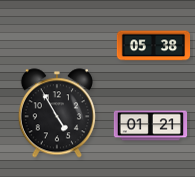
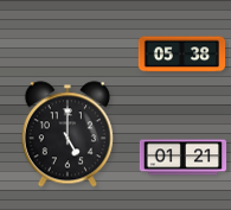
clock at (57, 113): 4:55 -> 5:00
clock at (151, 126) position: (151, 126) -> (184, 158)
